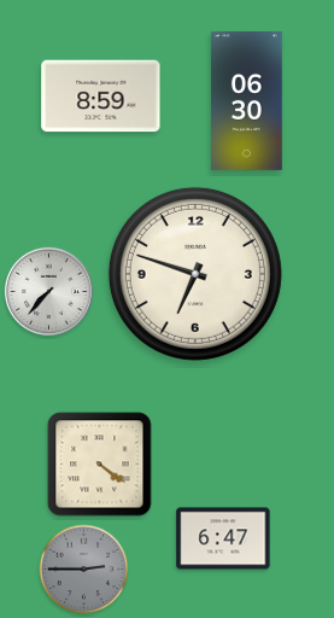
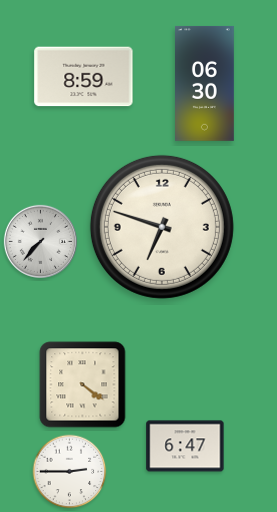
clock at (101, 97) position: (101, 97) -> (84, 77)
clock at (84, 570) dial: grey -> white
